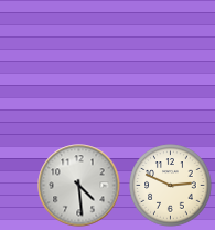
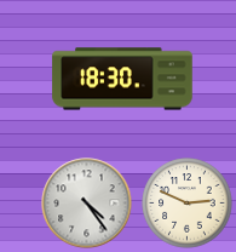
clock at (122, 79): none -> 18:30
clock at (79, 186): 4:29 -> 4:24
